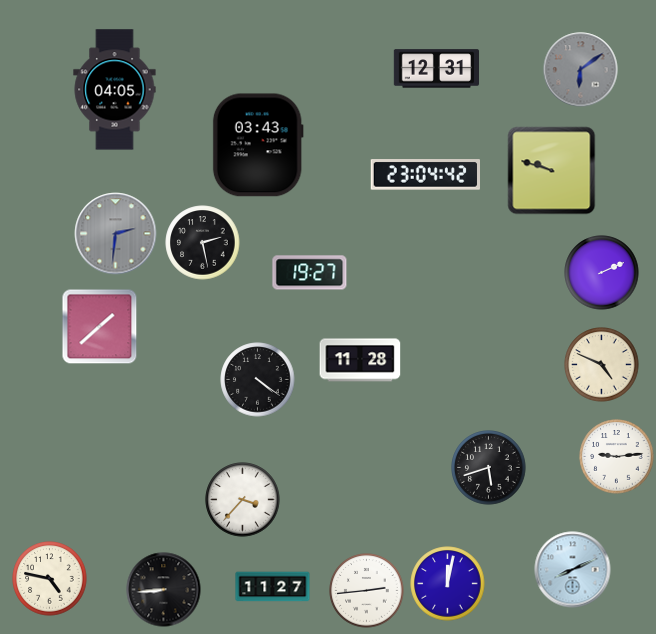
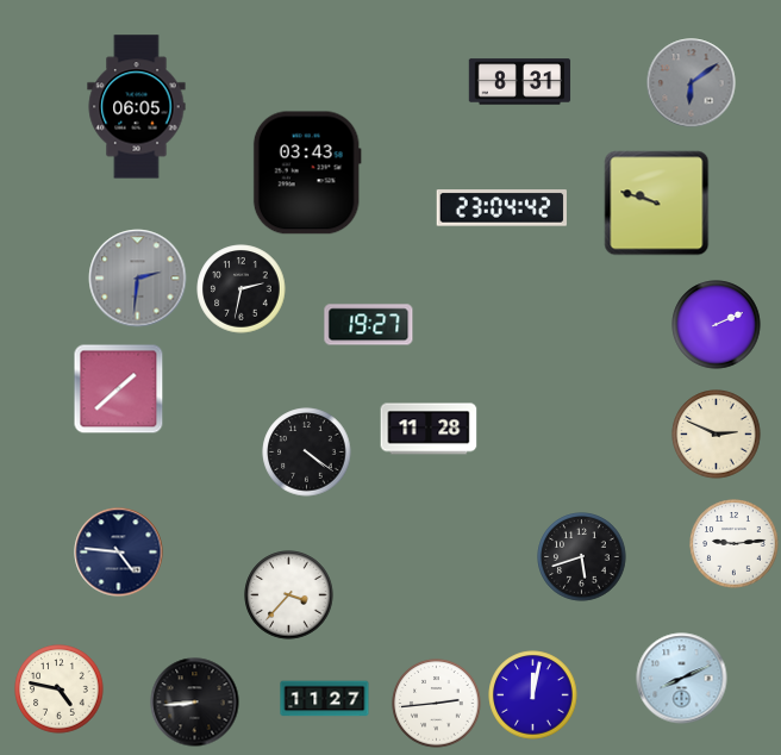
clock at (437, 69): 12:31 -> 8:31
clock at (115, 90): 04:05 -> 06:05
clock at (425, 175) position: (425, 175) -> (501, 208)
clock at (203, 243): 2:28 -> 2:32
clock at (602, 365): 4:49 -> 2:49
clock at (119, 553): none -> 4:46
